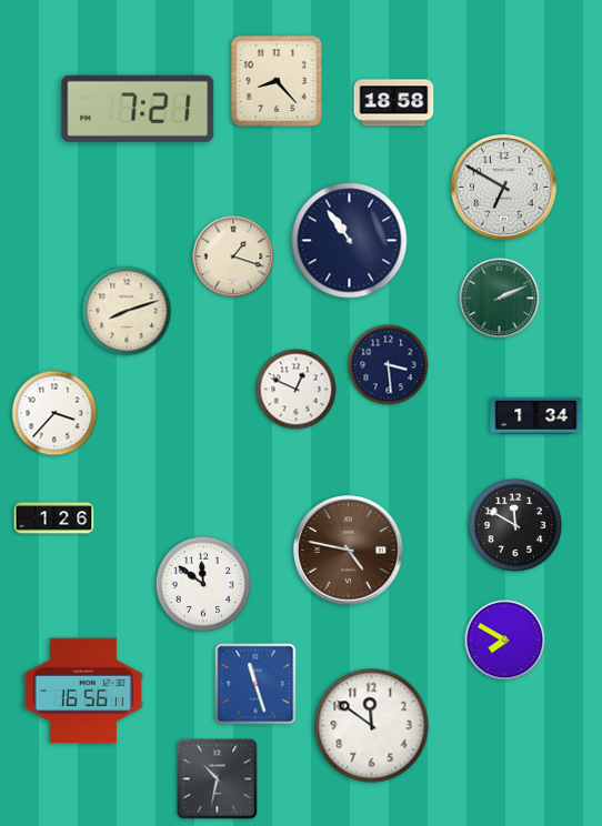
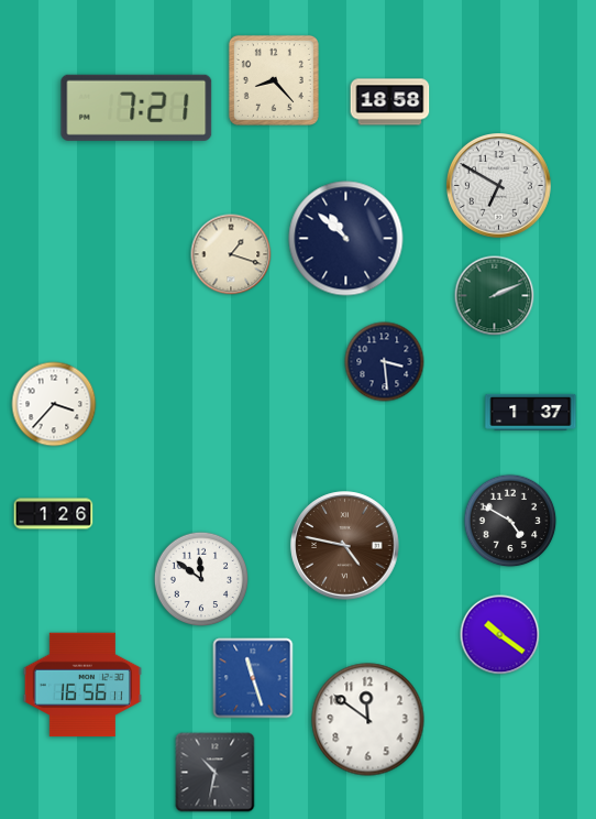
clock at (350, 241): 10:54 -> 10:52
clock at (127, 311): 8:12 -> none
clock at (297, 390): 12:49 -> none
clock at (54, 413) position: (54, 413) -> (54, 404)
clock at (536, 415): 1:34 -> 1:37
clock at (515, 525): 11:50 -> 4:50
clock at (505, 641): 7:50 -> 10:21
